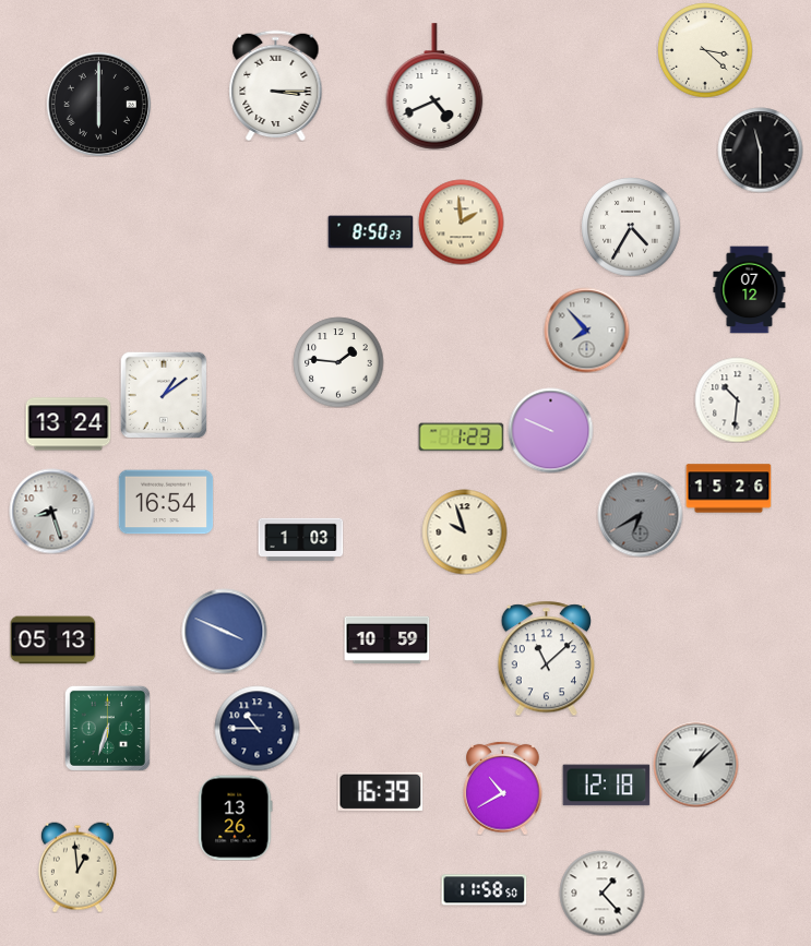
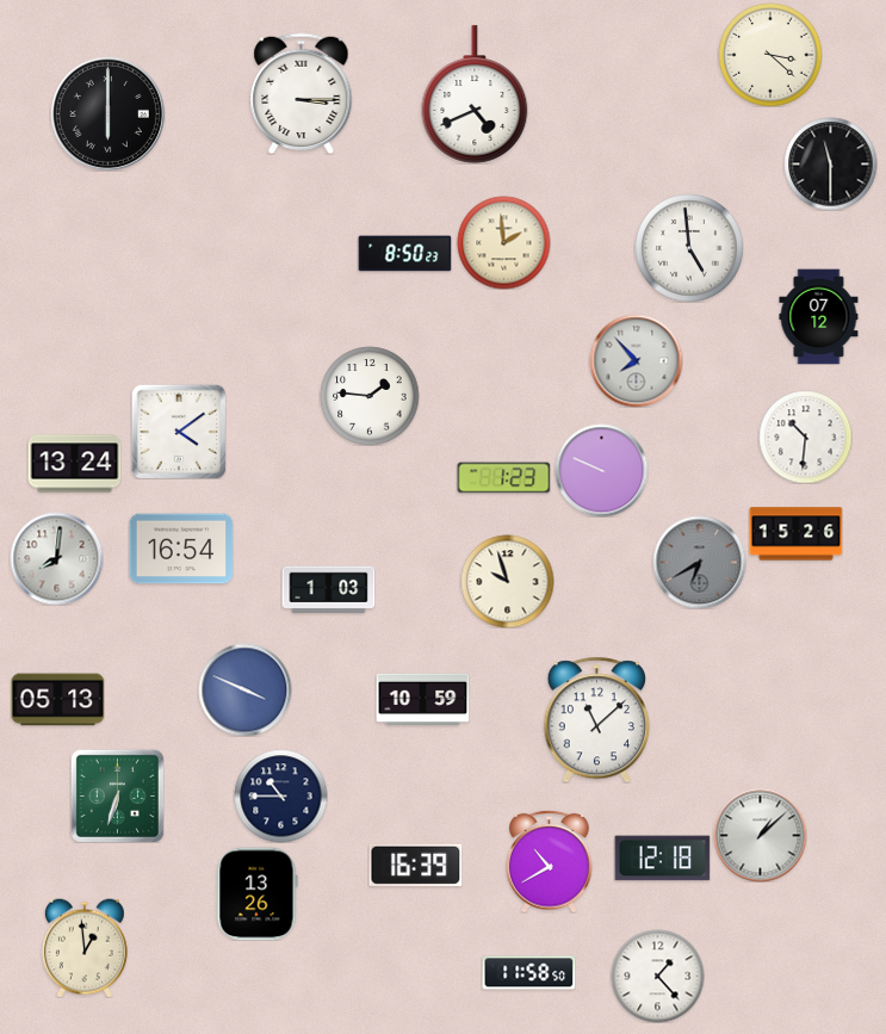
clock at (631, 227): 4:35 -> 4:59
clock at (586, 330) position: (586, 330) -> (636, 360)
clock at (164, 395): 1:09 -> 4:09
clock at (51, 511): 8:27 -> 8:01
